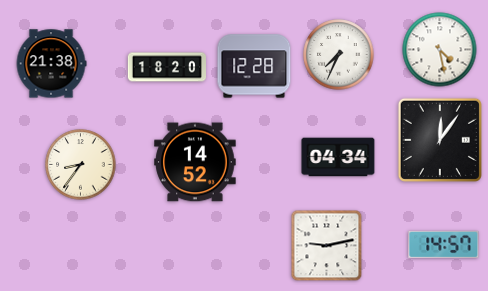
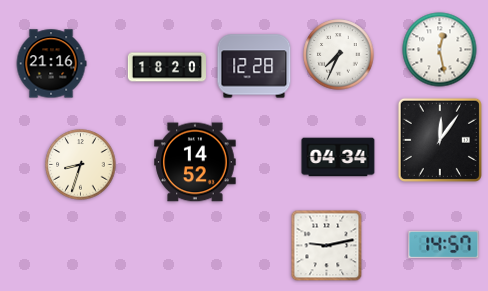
clock at (440, 50): 4:28 -> 12:28
clock at (51, 64): 21:38 -> 21:16
clock at (81, 165): 8:36 -> 8:33
